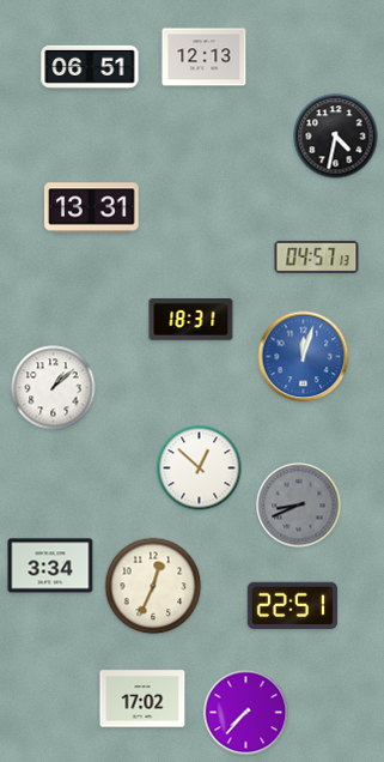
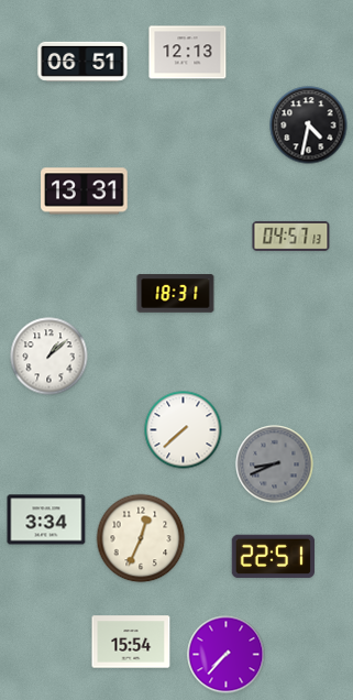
clock at (304, 357): 12:03 -> none
clock at (200, 468): 12:52 -> 7:38
clock at (292, 606) position: (292, 606) -> (273, 557)
clock at (142, 698): 17:02 -> 15:54
